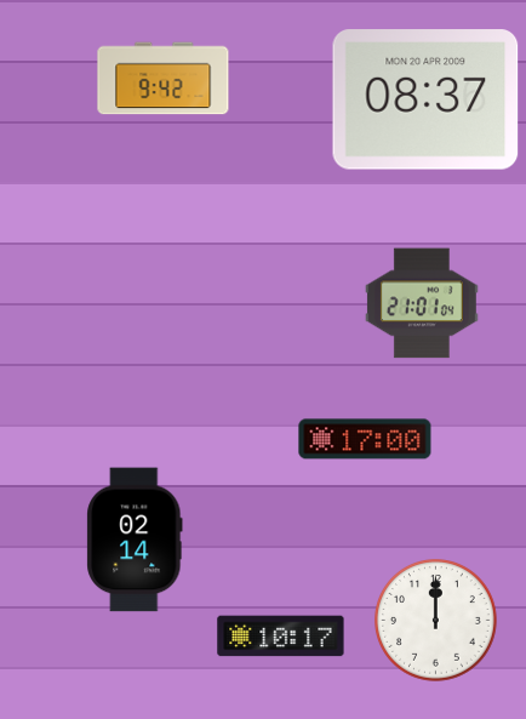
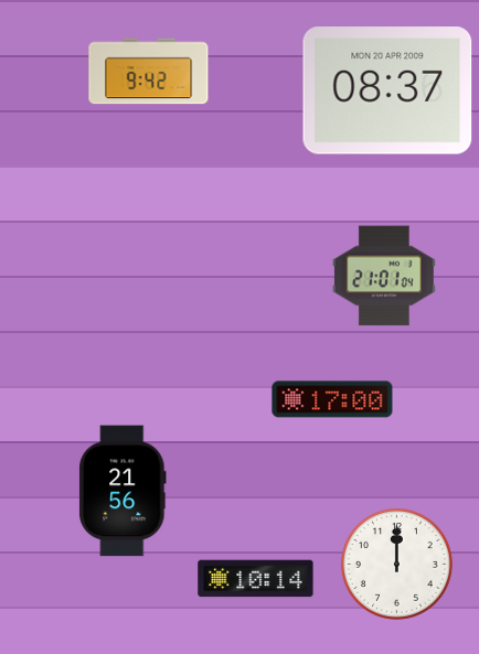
clock at (135, 540): 02:14 -> 21:56
clock at (281, 637): 10:17 -> 10:14
